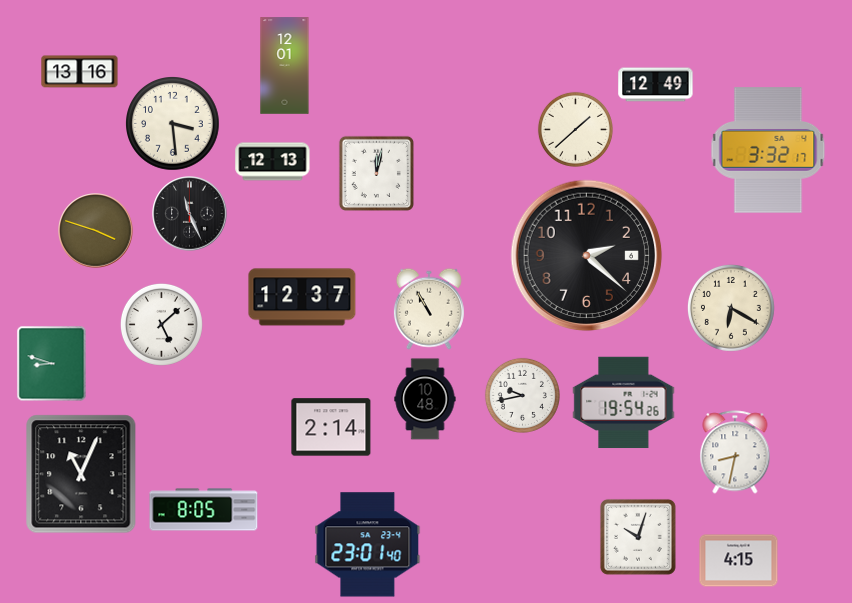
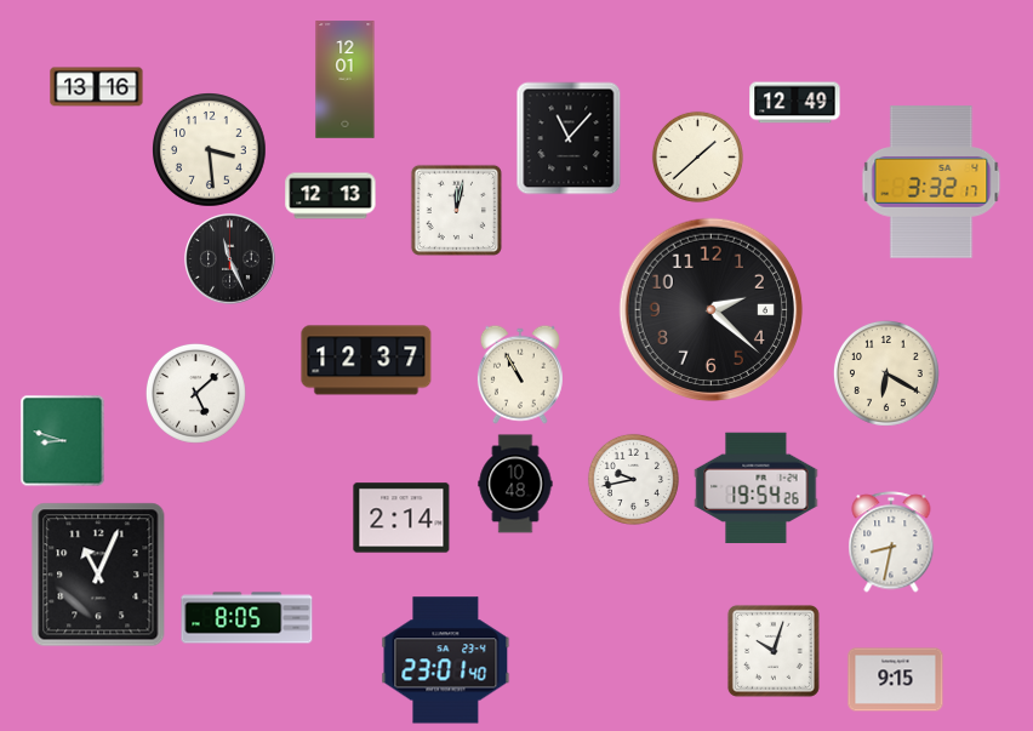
clock at (569, 138): none -> 11:07
clock at (96, 231): 3:48 -> none
clock at (735, 452) position: (735, 452) -> (891, 542)
clock at (739, 561): 4:15 -> 9:15
